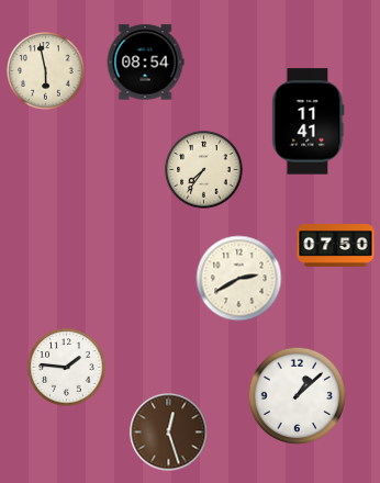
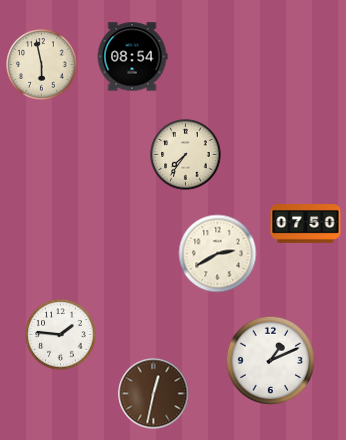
clock at (309, 122): 11:41 -> none
clock at (298, 396): 1:08 -> 1:11
clock at (169, 433): 12:27 -> 12:32
